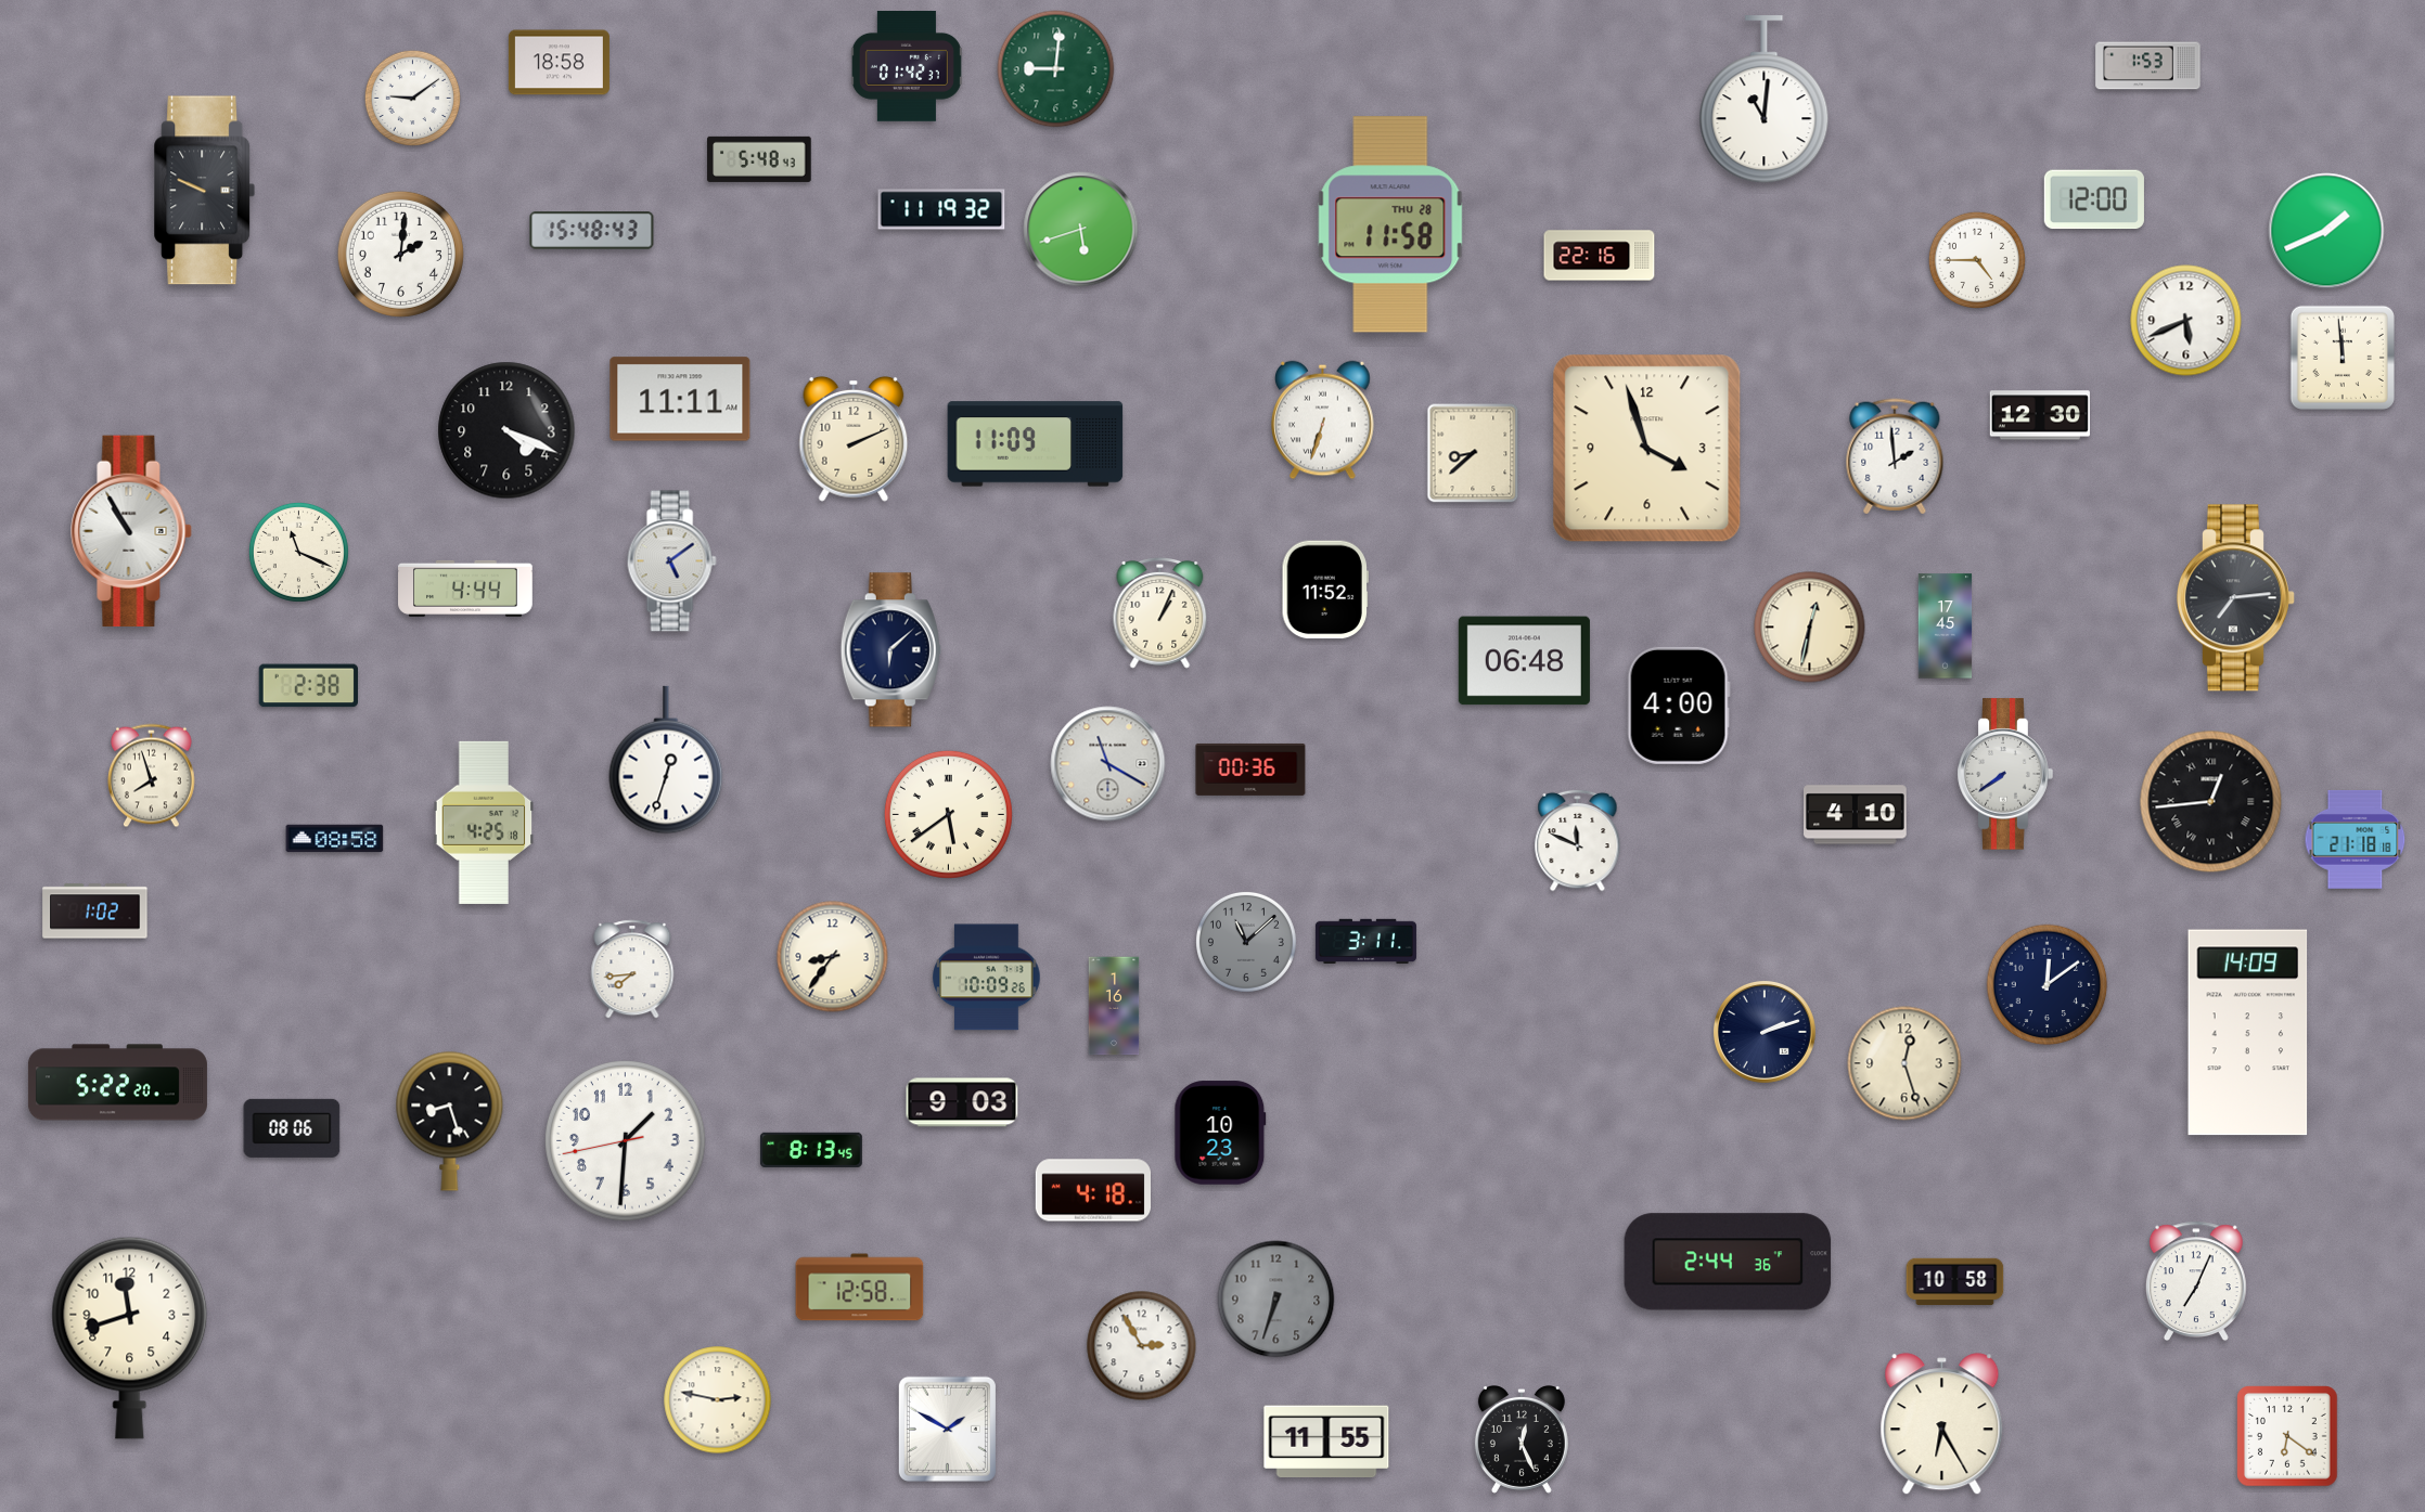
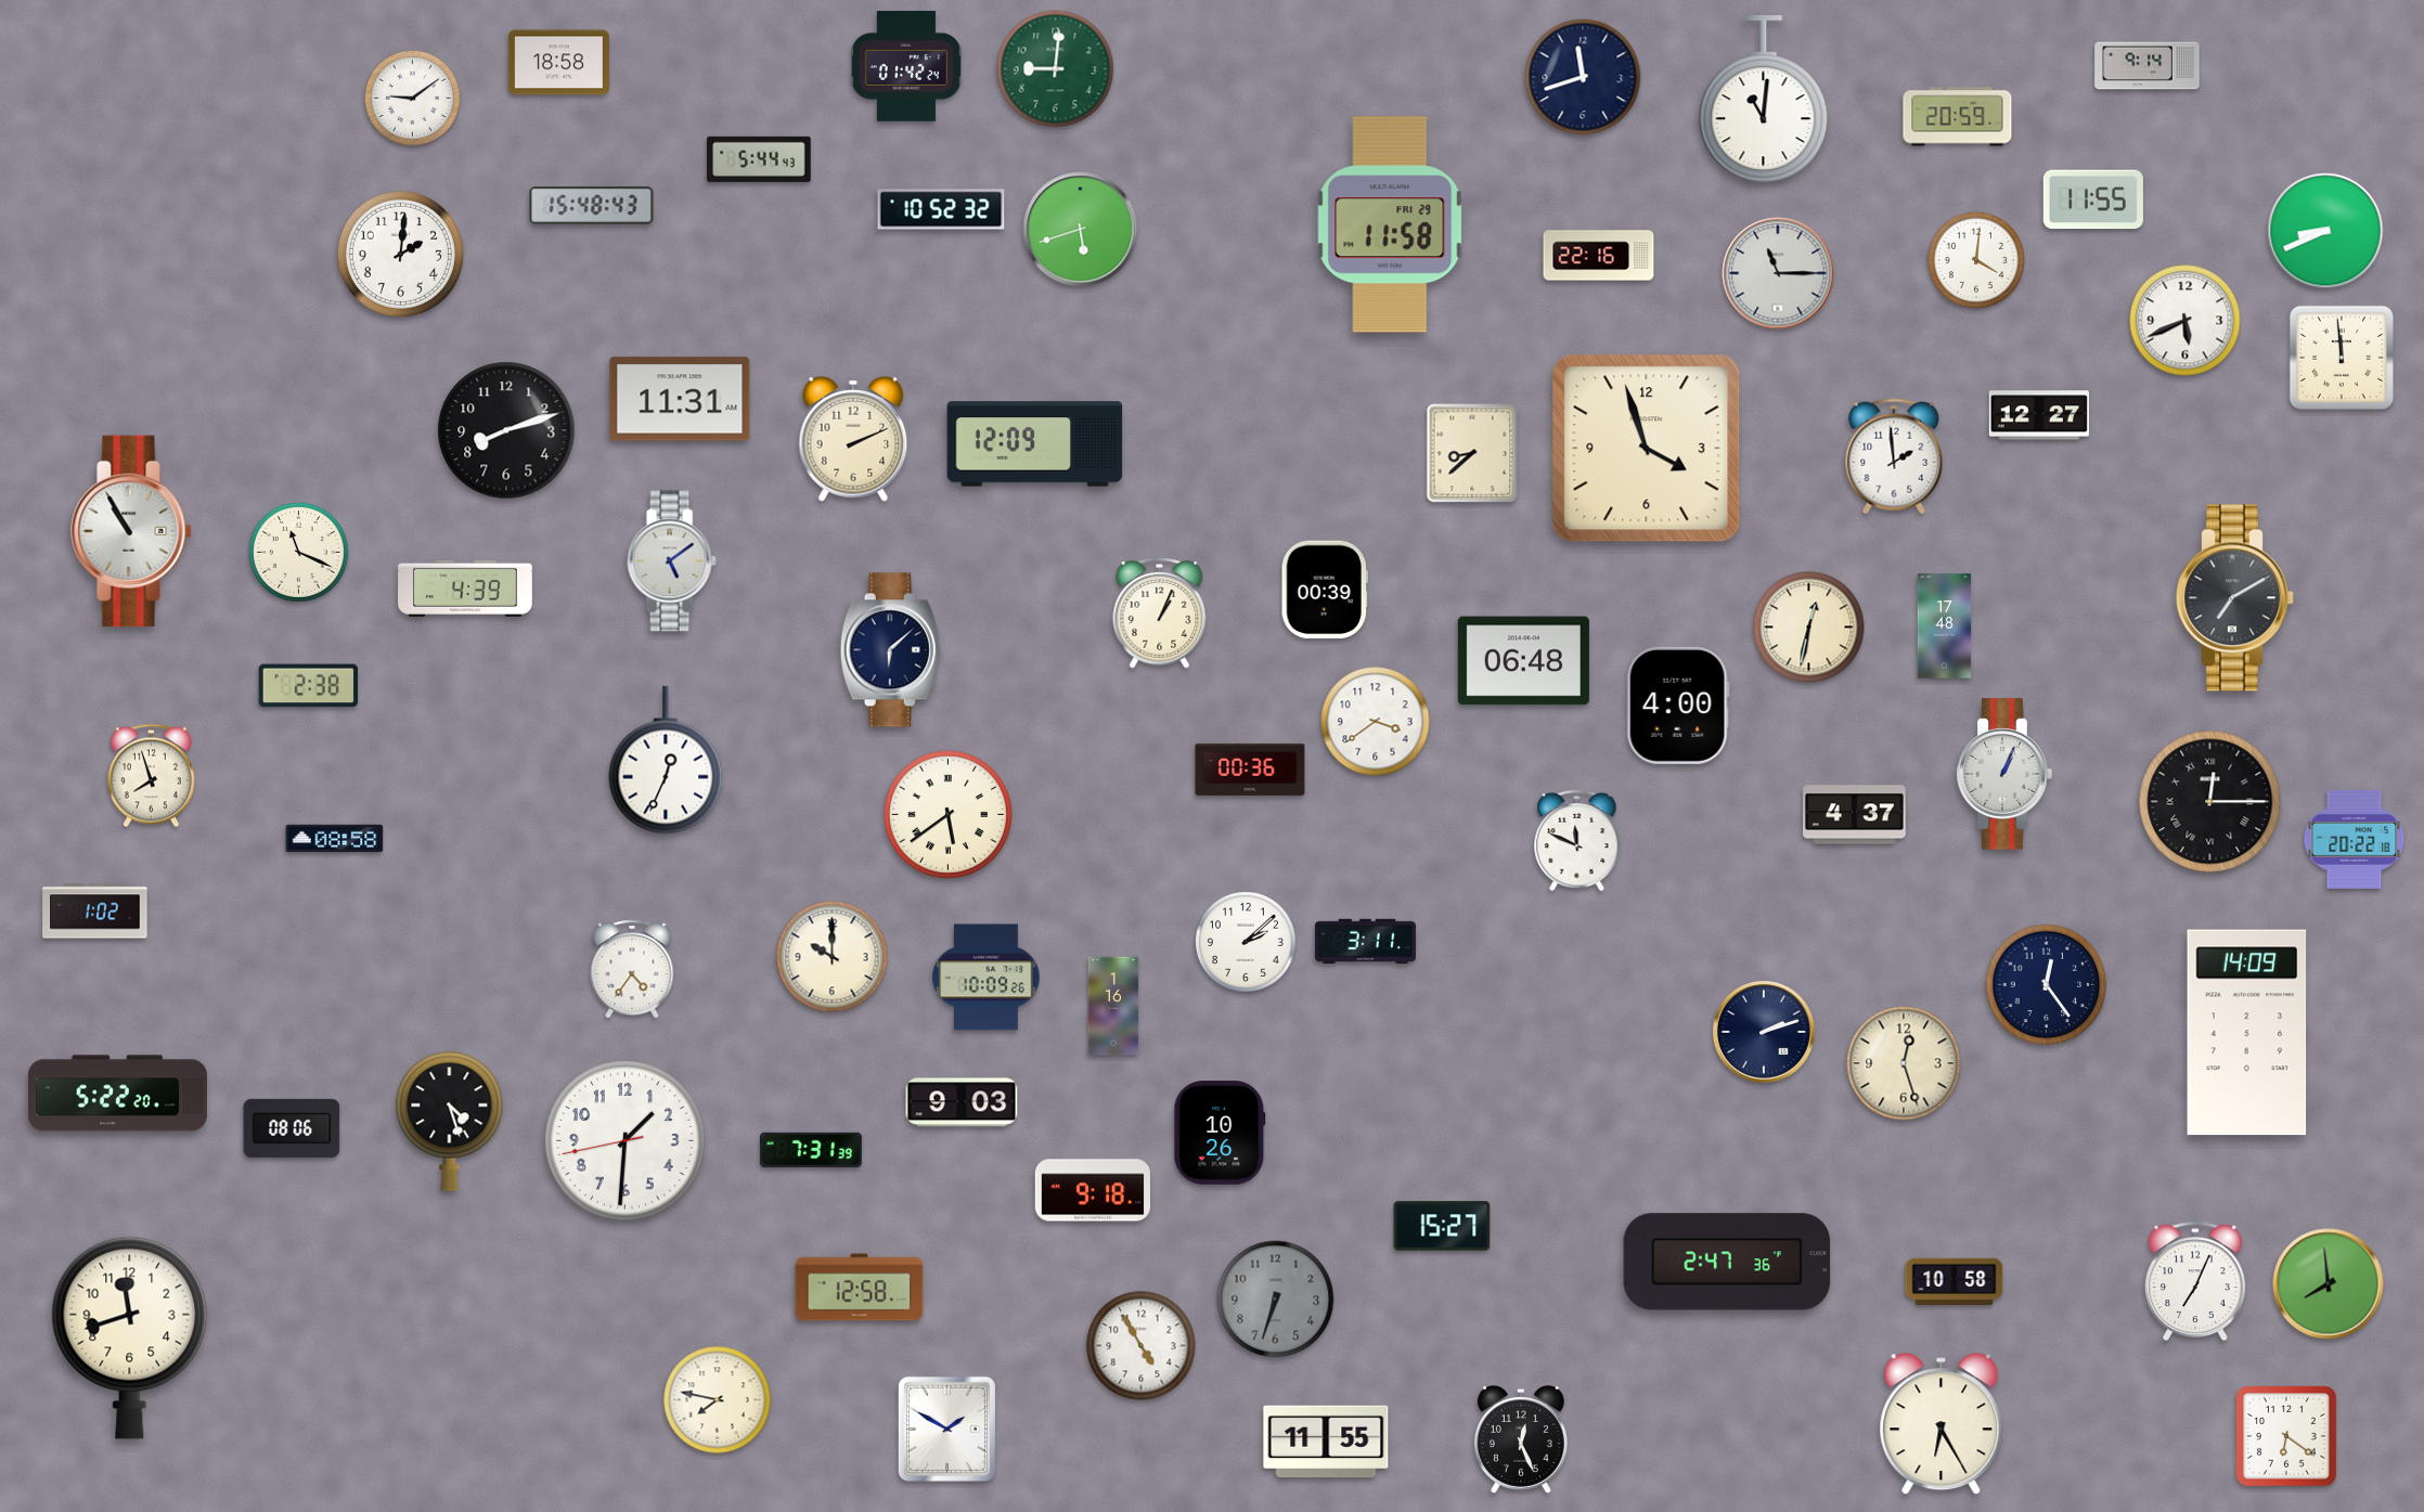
clock at (2148, 66): 1:53 -> 9:14
clock at (907, 67): 01:42:37 -> 01:42:24
clock at (1583, 77): none -> 11:42
clock at (1958, 117): none -> 20:59
clock at (759, 159): 5:48 -> 5:44
clock at (205, 191): 9:49 -> none
clock at (2094, 199): 12:00 -> 11:55
clock at (941, 209): 11:19 -> 10:52
clock at (1390, 224) date: THU 28 -> FRI 29
clock at (592, 231) position: (592, 231) -> (592, 206)
clock at (2326, 231): 1:41 -> 8:41
clock at (1976, 259): 4:45 -> 4:01
clock at (1778, 273): none -> 11:15
clock at (680, 399): 11:11 -> 11:31
clock at (2040, 415): 12:30 -> 12:27
clock at (1323, 421): 6:33 -> none
clock at (506, 430): 4:19 -> 8:12
clock at (1036, 444): 11:09 -> 12:09
clock at (465, 589): 4:44 -> 4:39
clock at (1325, 590): 11:52 -> 00:39
clock at (2235, 598): 7:14 -> 7:10
clock at (1946, 626): 17:45 -> 17:48
clock at (1376, 722): none -> 3:39
clock at (666, 760): 12:33 -> 12:34
clock at (1108, 764): 11:20 -> none
clock at (2005, 774): 7:39 -> 1:04
clock at (2211, 802): 12:44 -> 12:15
clock at (1856, 815): 4:10 -> 4:37
clock at (484, 823): 4:25 -> none
clock at (2356, 839): 21:18 -> 20:22
clock at (1246, 942): 11:08 -> 2:08
clock at (1246, 942) dial: grey -> white
clock at (833, 957): 8:36 -> 10:00
clock at (632, 969): 7:44 -> 4:36
clock at (2048, 985): 12:09 -> 12:24
clock at (117, 1083) position: (117, 1083) -> (117, 1094)
clock at (450, 1121): 8:27 -> 4:27
clock at (1220, 1133): 10:23 -> 10:26
clock at (811, 1150): 8:13 -> 7:31
clock at (1092, 1190): 4:18 -> 9:18
clock at (1442, 1226): none -> 15:27
clock at (1728, 1262): 2:44 -> 2:47
clock at (2329, 1284): none -> 7:59
clock at (1142, 1346): 2:55 -> 4:55
clock at (718, 1400): 2:47 -> 7:47
